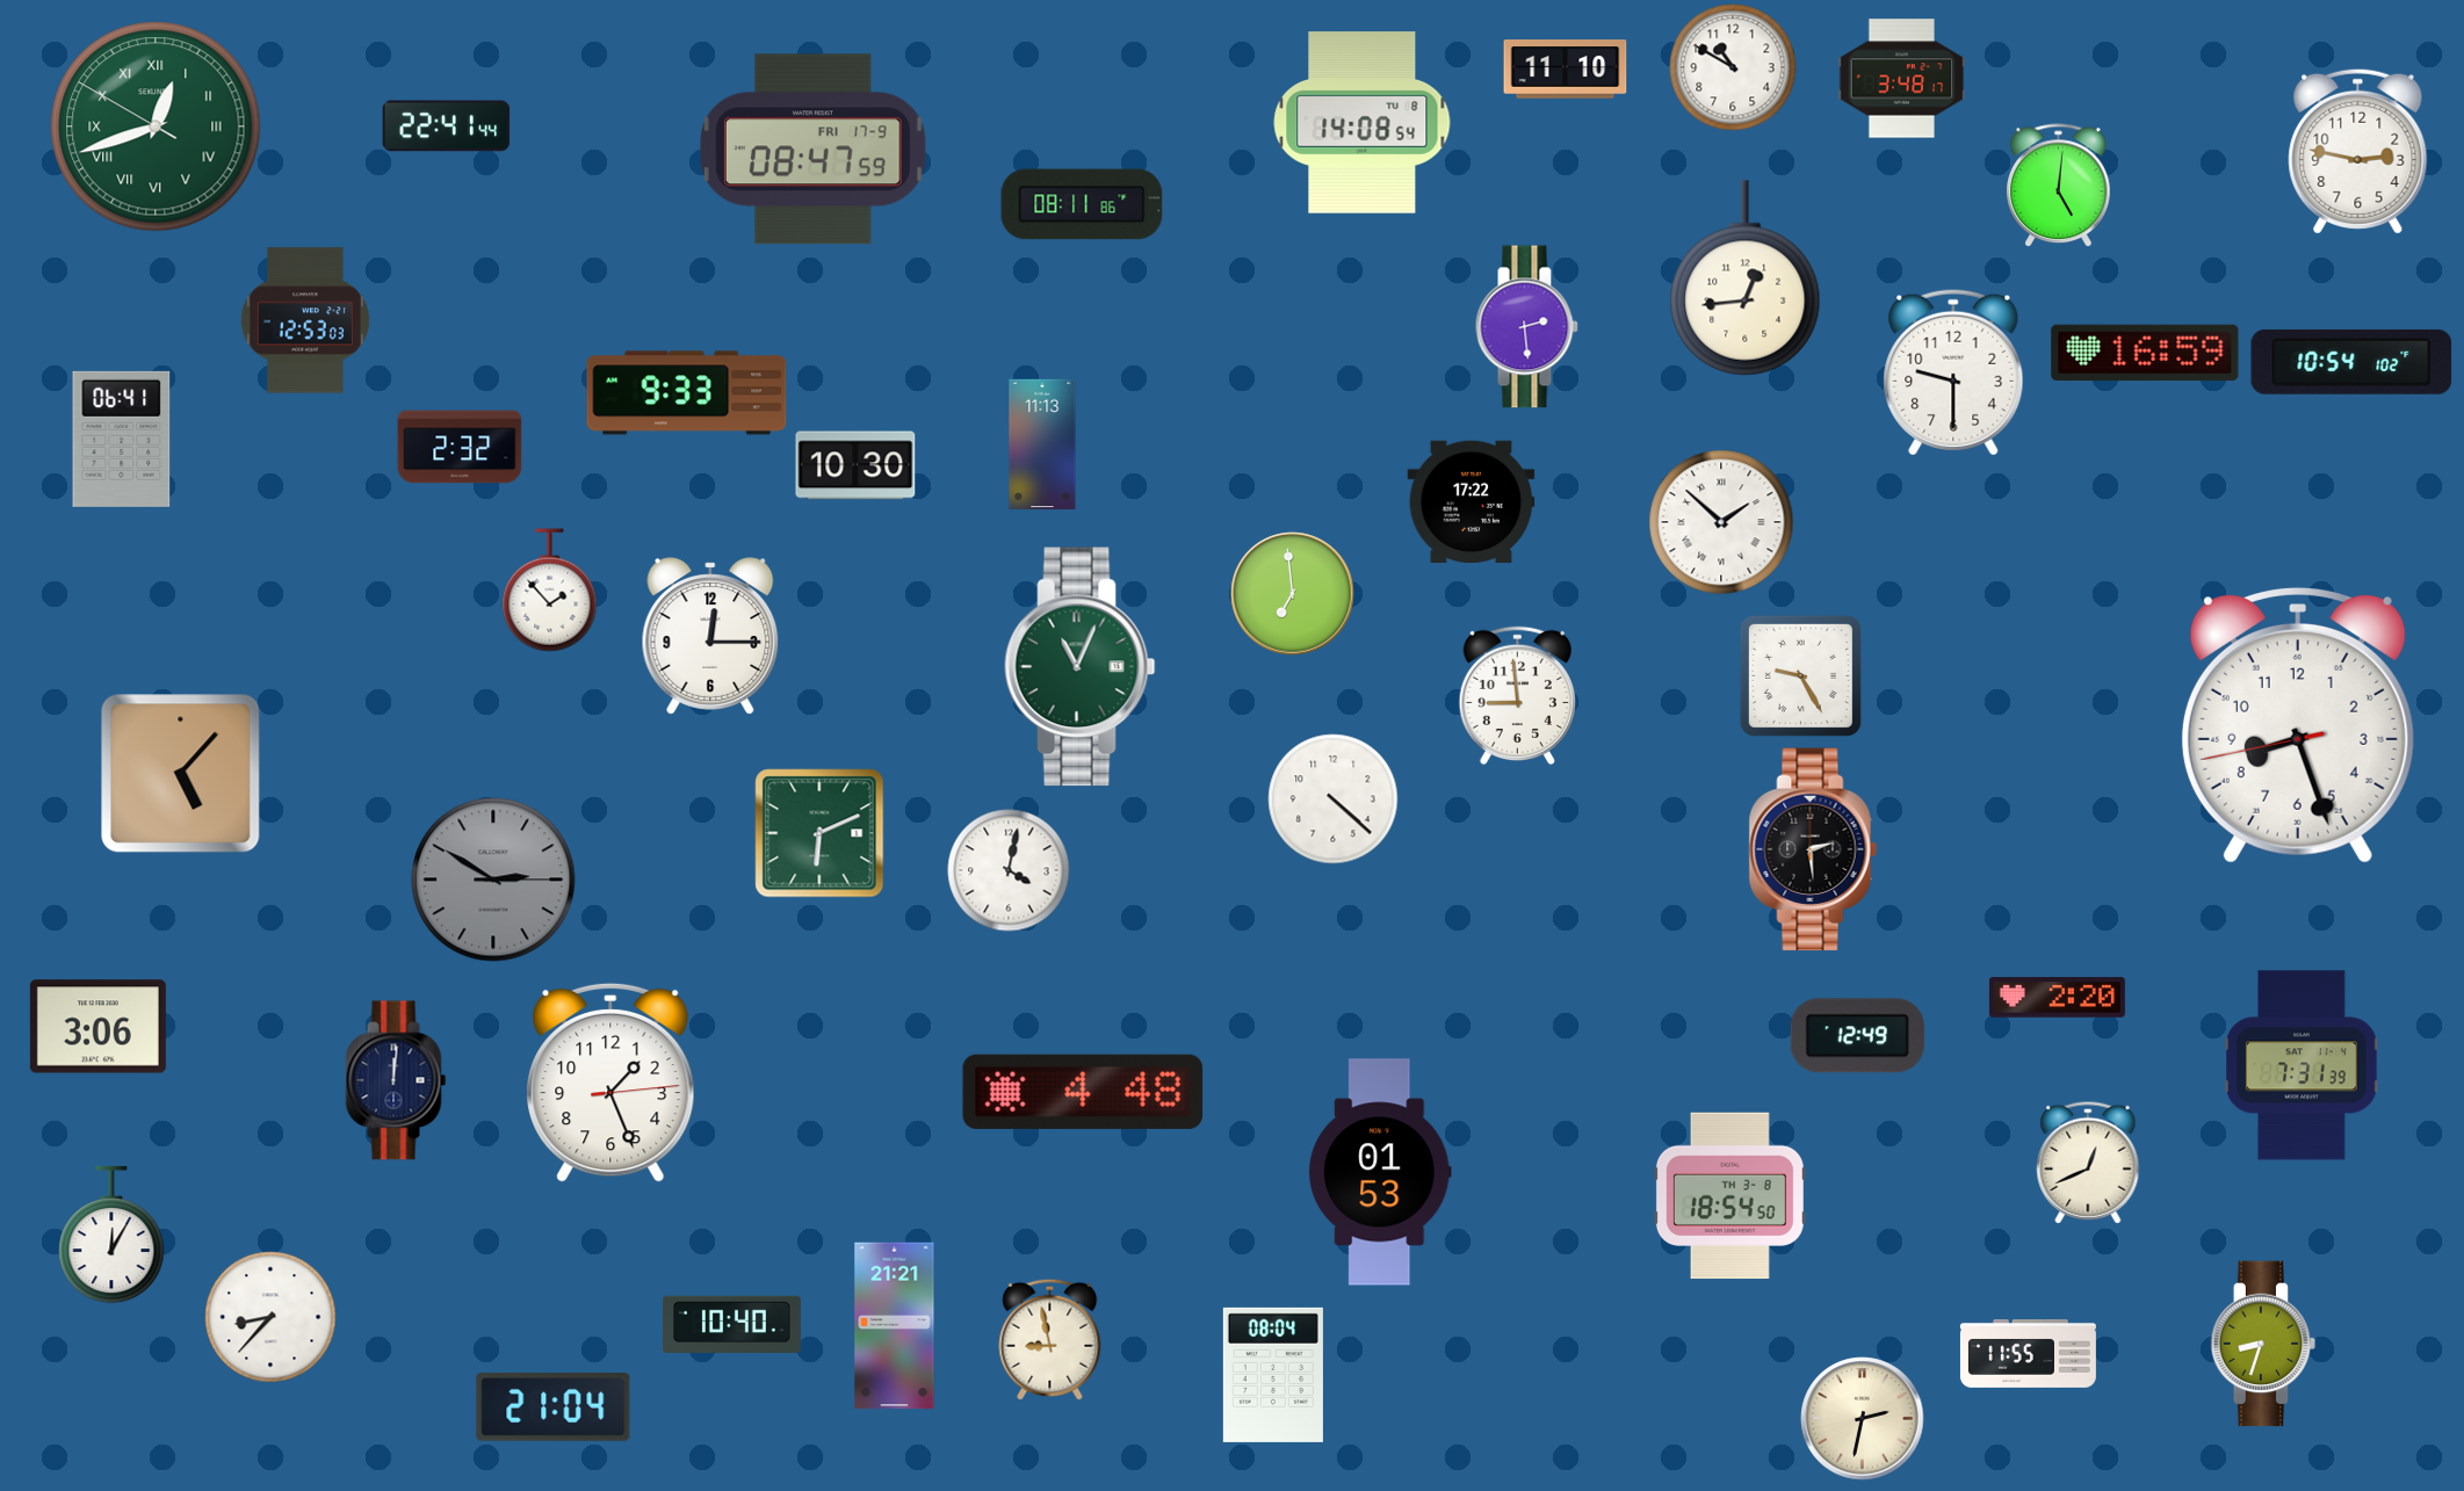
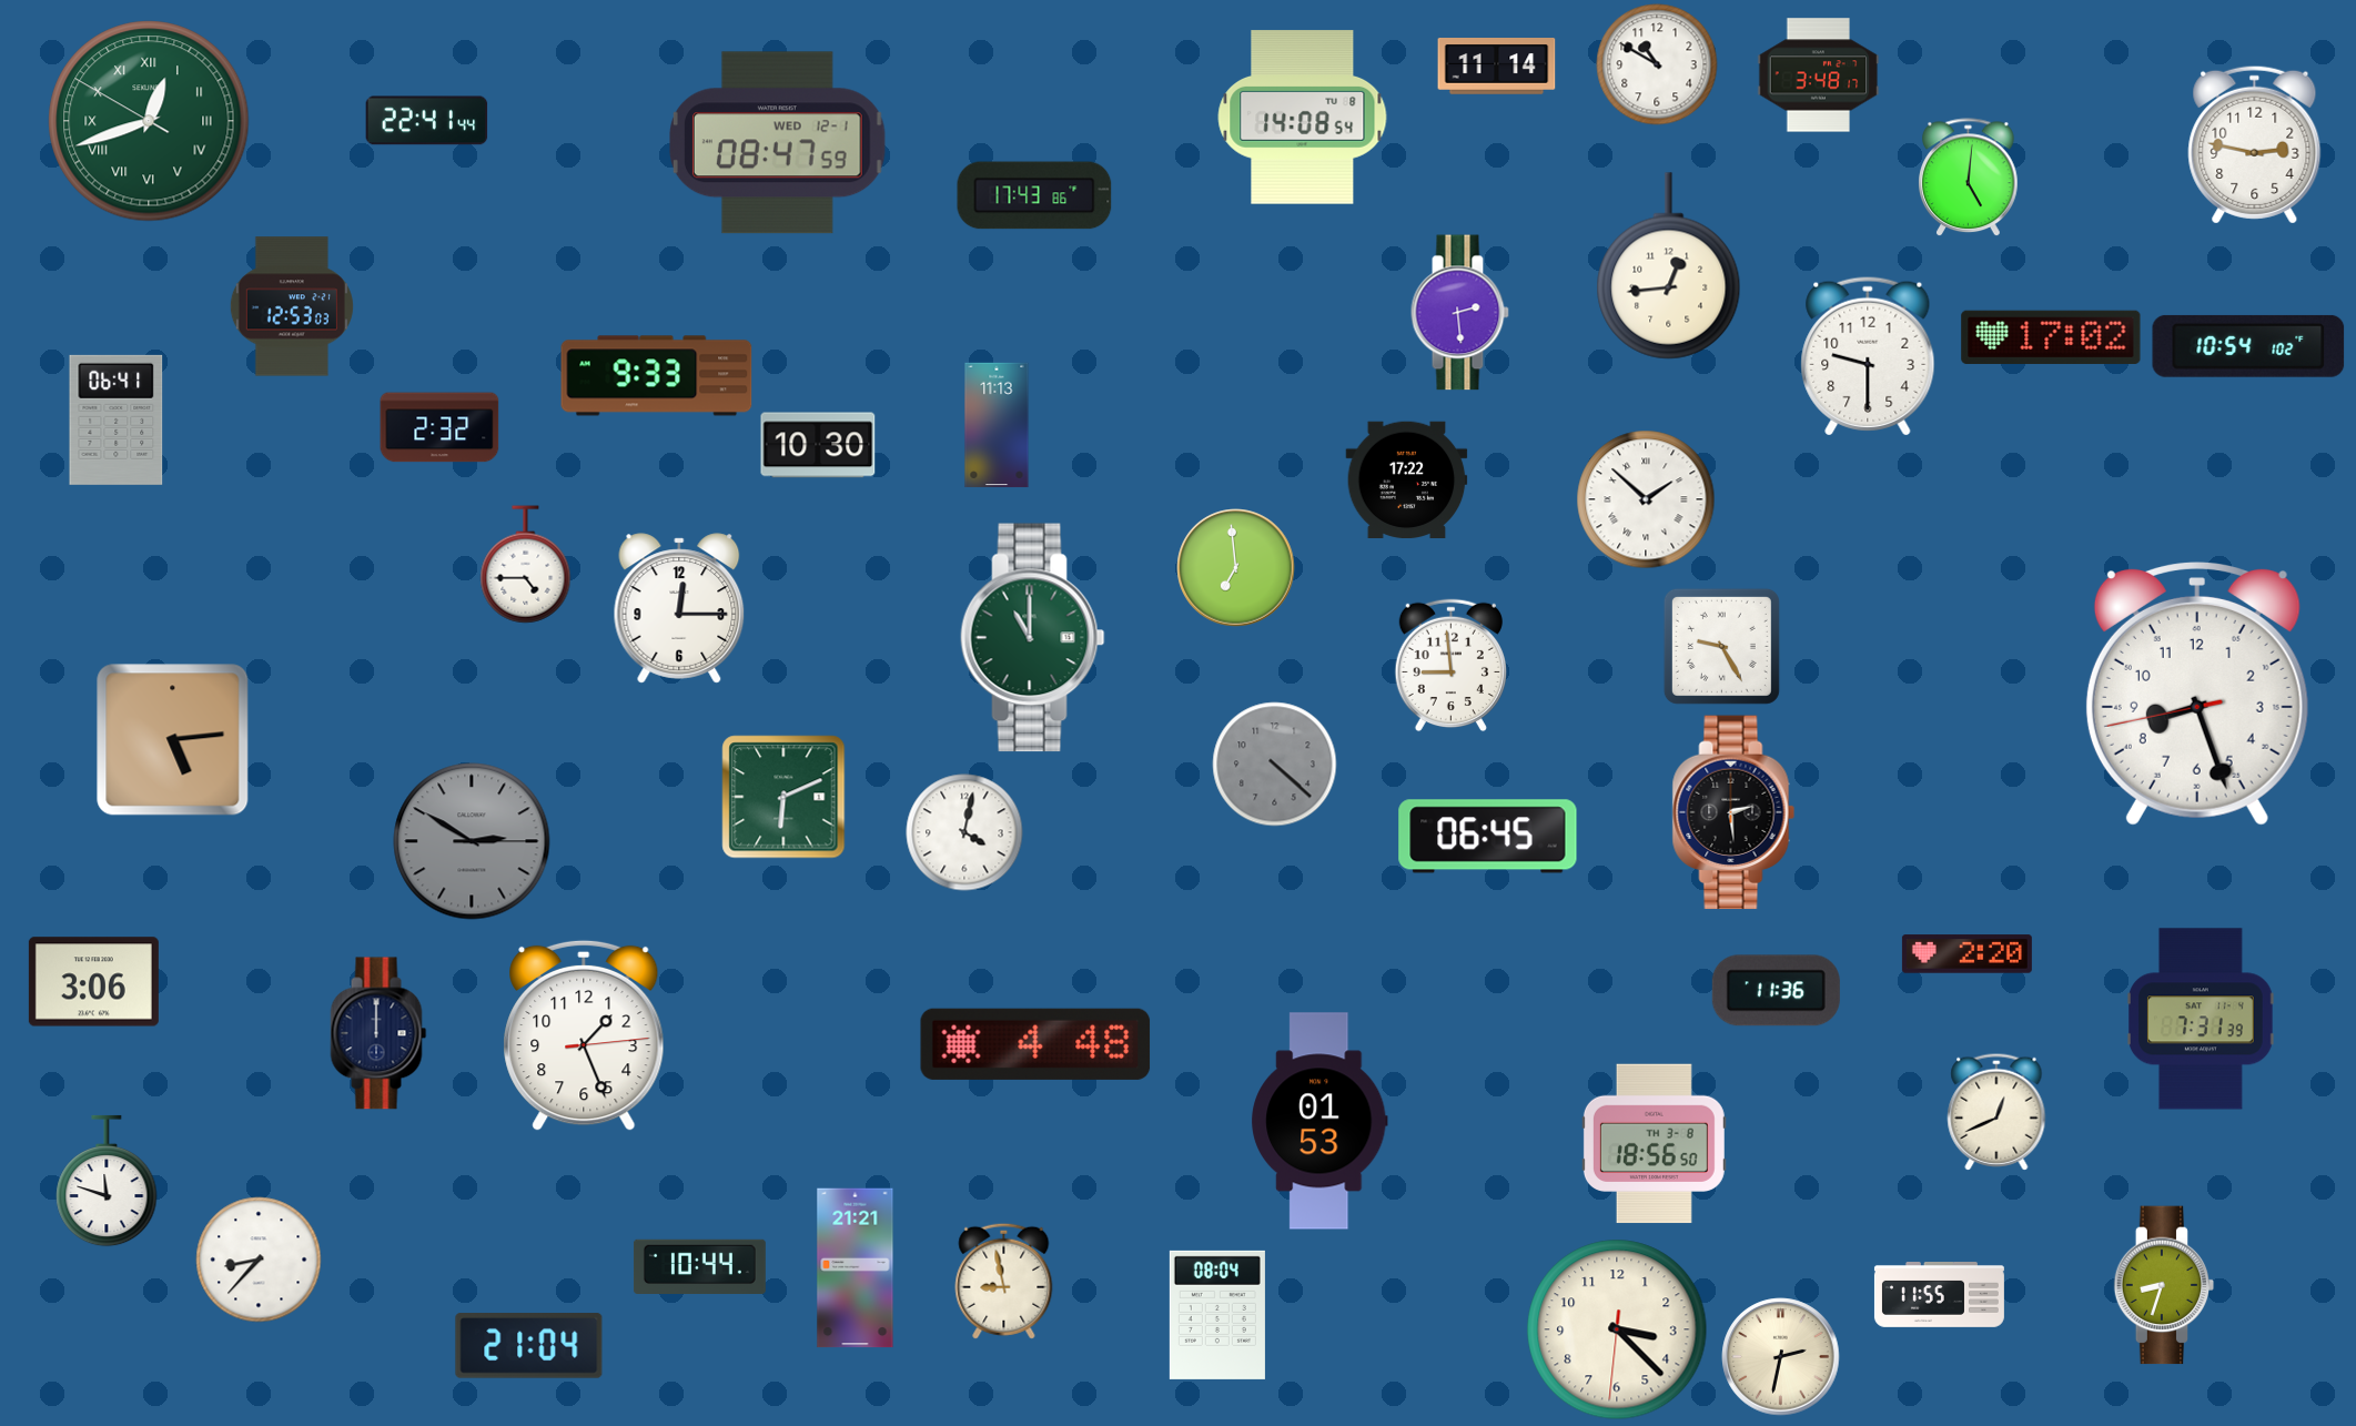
clock at (1566, 70): 11:10 -> 11:14
clock at (814, 150) date: FRI 17-9 -> WED 12-1
clock at (1082, 204): 08:11 -> 17:43
clock at (2145, 353): 16:59 -> 17:02
clock at (550, 591): 1:53 -> 4:45
clock at (1081, 667): 11:04 -> 11:00
clock at (181, 774): 5:07 -> 5:14
clock at (1334, 799) dial: white -> grey
clock at (1488, 837): none -> 06:45
clock at (1857, 1036): 12:49 -> 11:36
clock at (396, 1080): 12:01 -> 12:00
clock at (1729, 1196): 18:54 -> 18:56
clock at (111, 1235): 12:05 -> 11:48
clock at (731, 1324): 10:40 -> 10:44
clock at (1617, 1329): none -> 3:22
